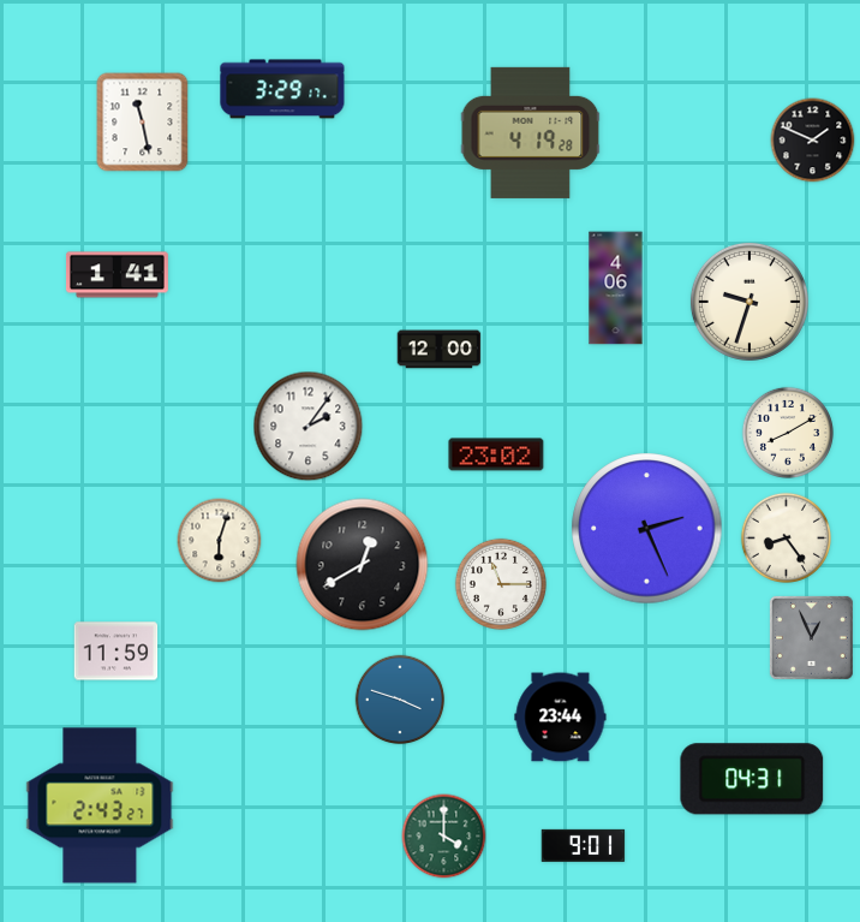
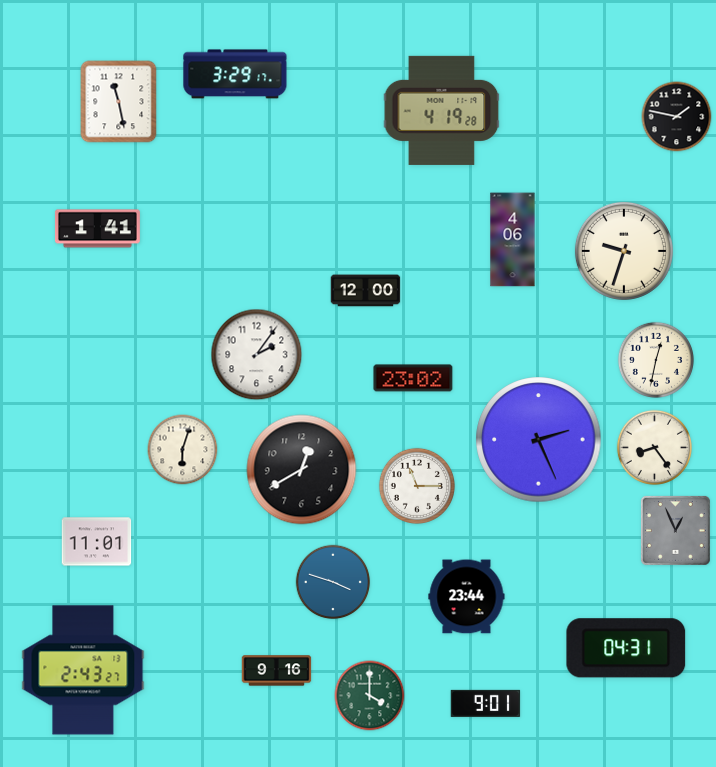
clock at (813, 141): 1:49 -> 1:47
clock at (788, 433): 8:10 -> 12:32
clock at (117, 652): 11:59 -> 11:01
clock at (277, 671): none -> 9:16
